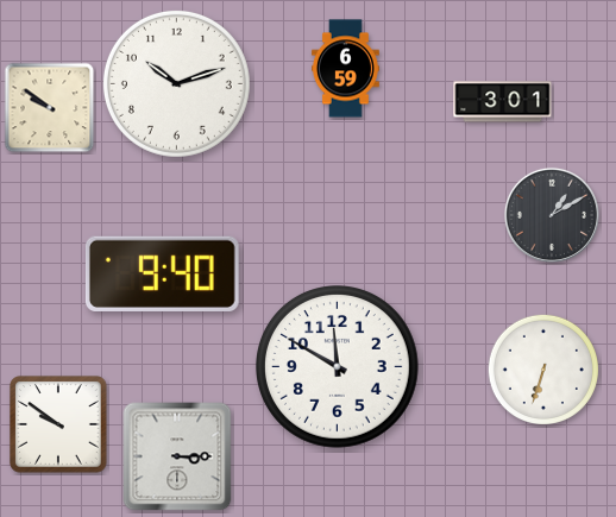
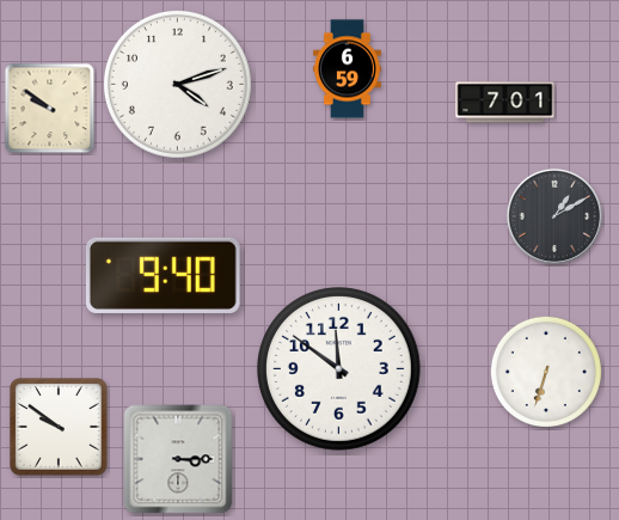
clock at (176, 83): 10:12 -> 4:12
clock at (503, 102): 3:01 -> 7:01
clock at (338, 367): 11:50 -> 11:51
